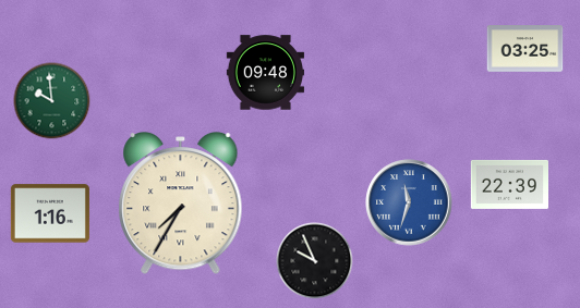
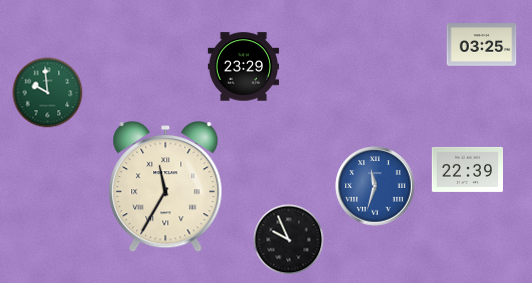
clock at (265, 73): 09:48 -> 23:29
clock at (181, 205): 7:35 -> 11:35
clock at (50, 213): 1:16 -> none
